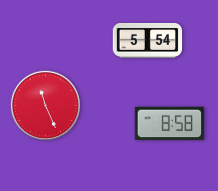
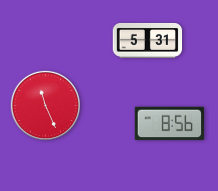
clock at (148, 41): 5:54 -> 5:31
clock at (170, 124): 8:58 -> 8:56
